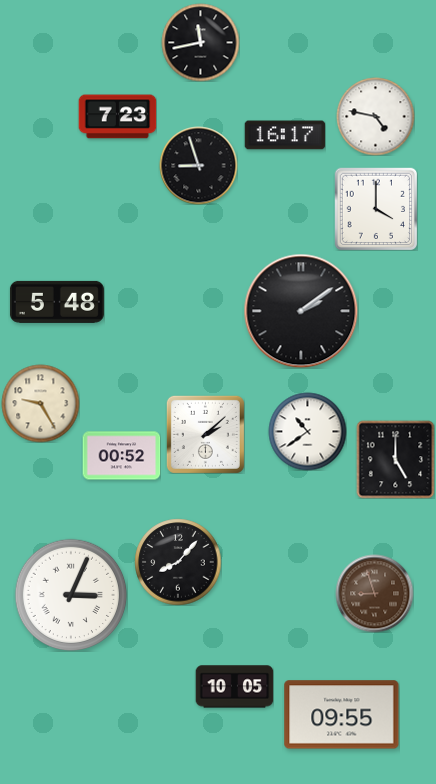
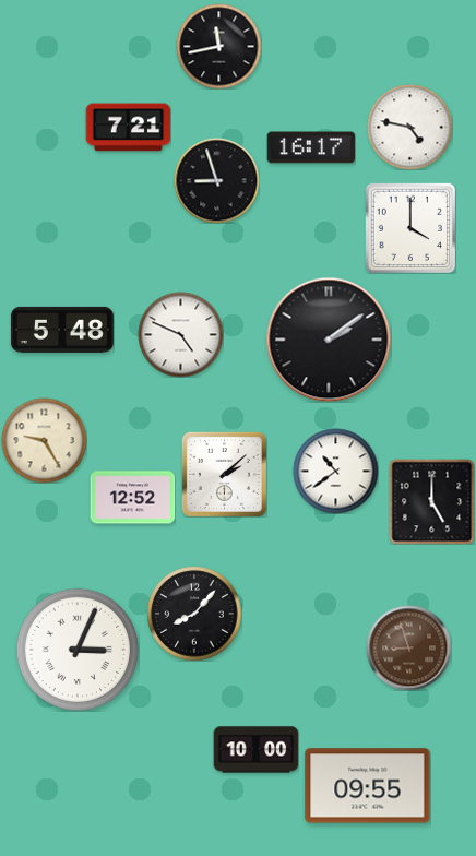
clock at (117, 117): 7:23 -> 7:21
clock at (180, 334): none -> 4:49
clock at (121, 456): 00:52 -> 12:52
clock at (234, 687): 10:05 -> 10:00
clock at (342, 715) position: (342, 715) -> (368, 786)
